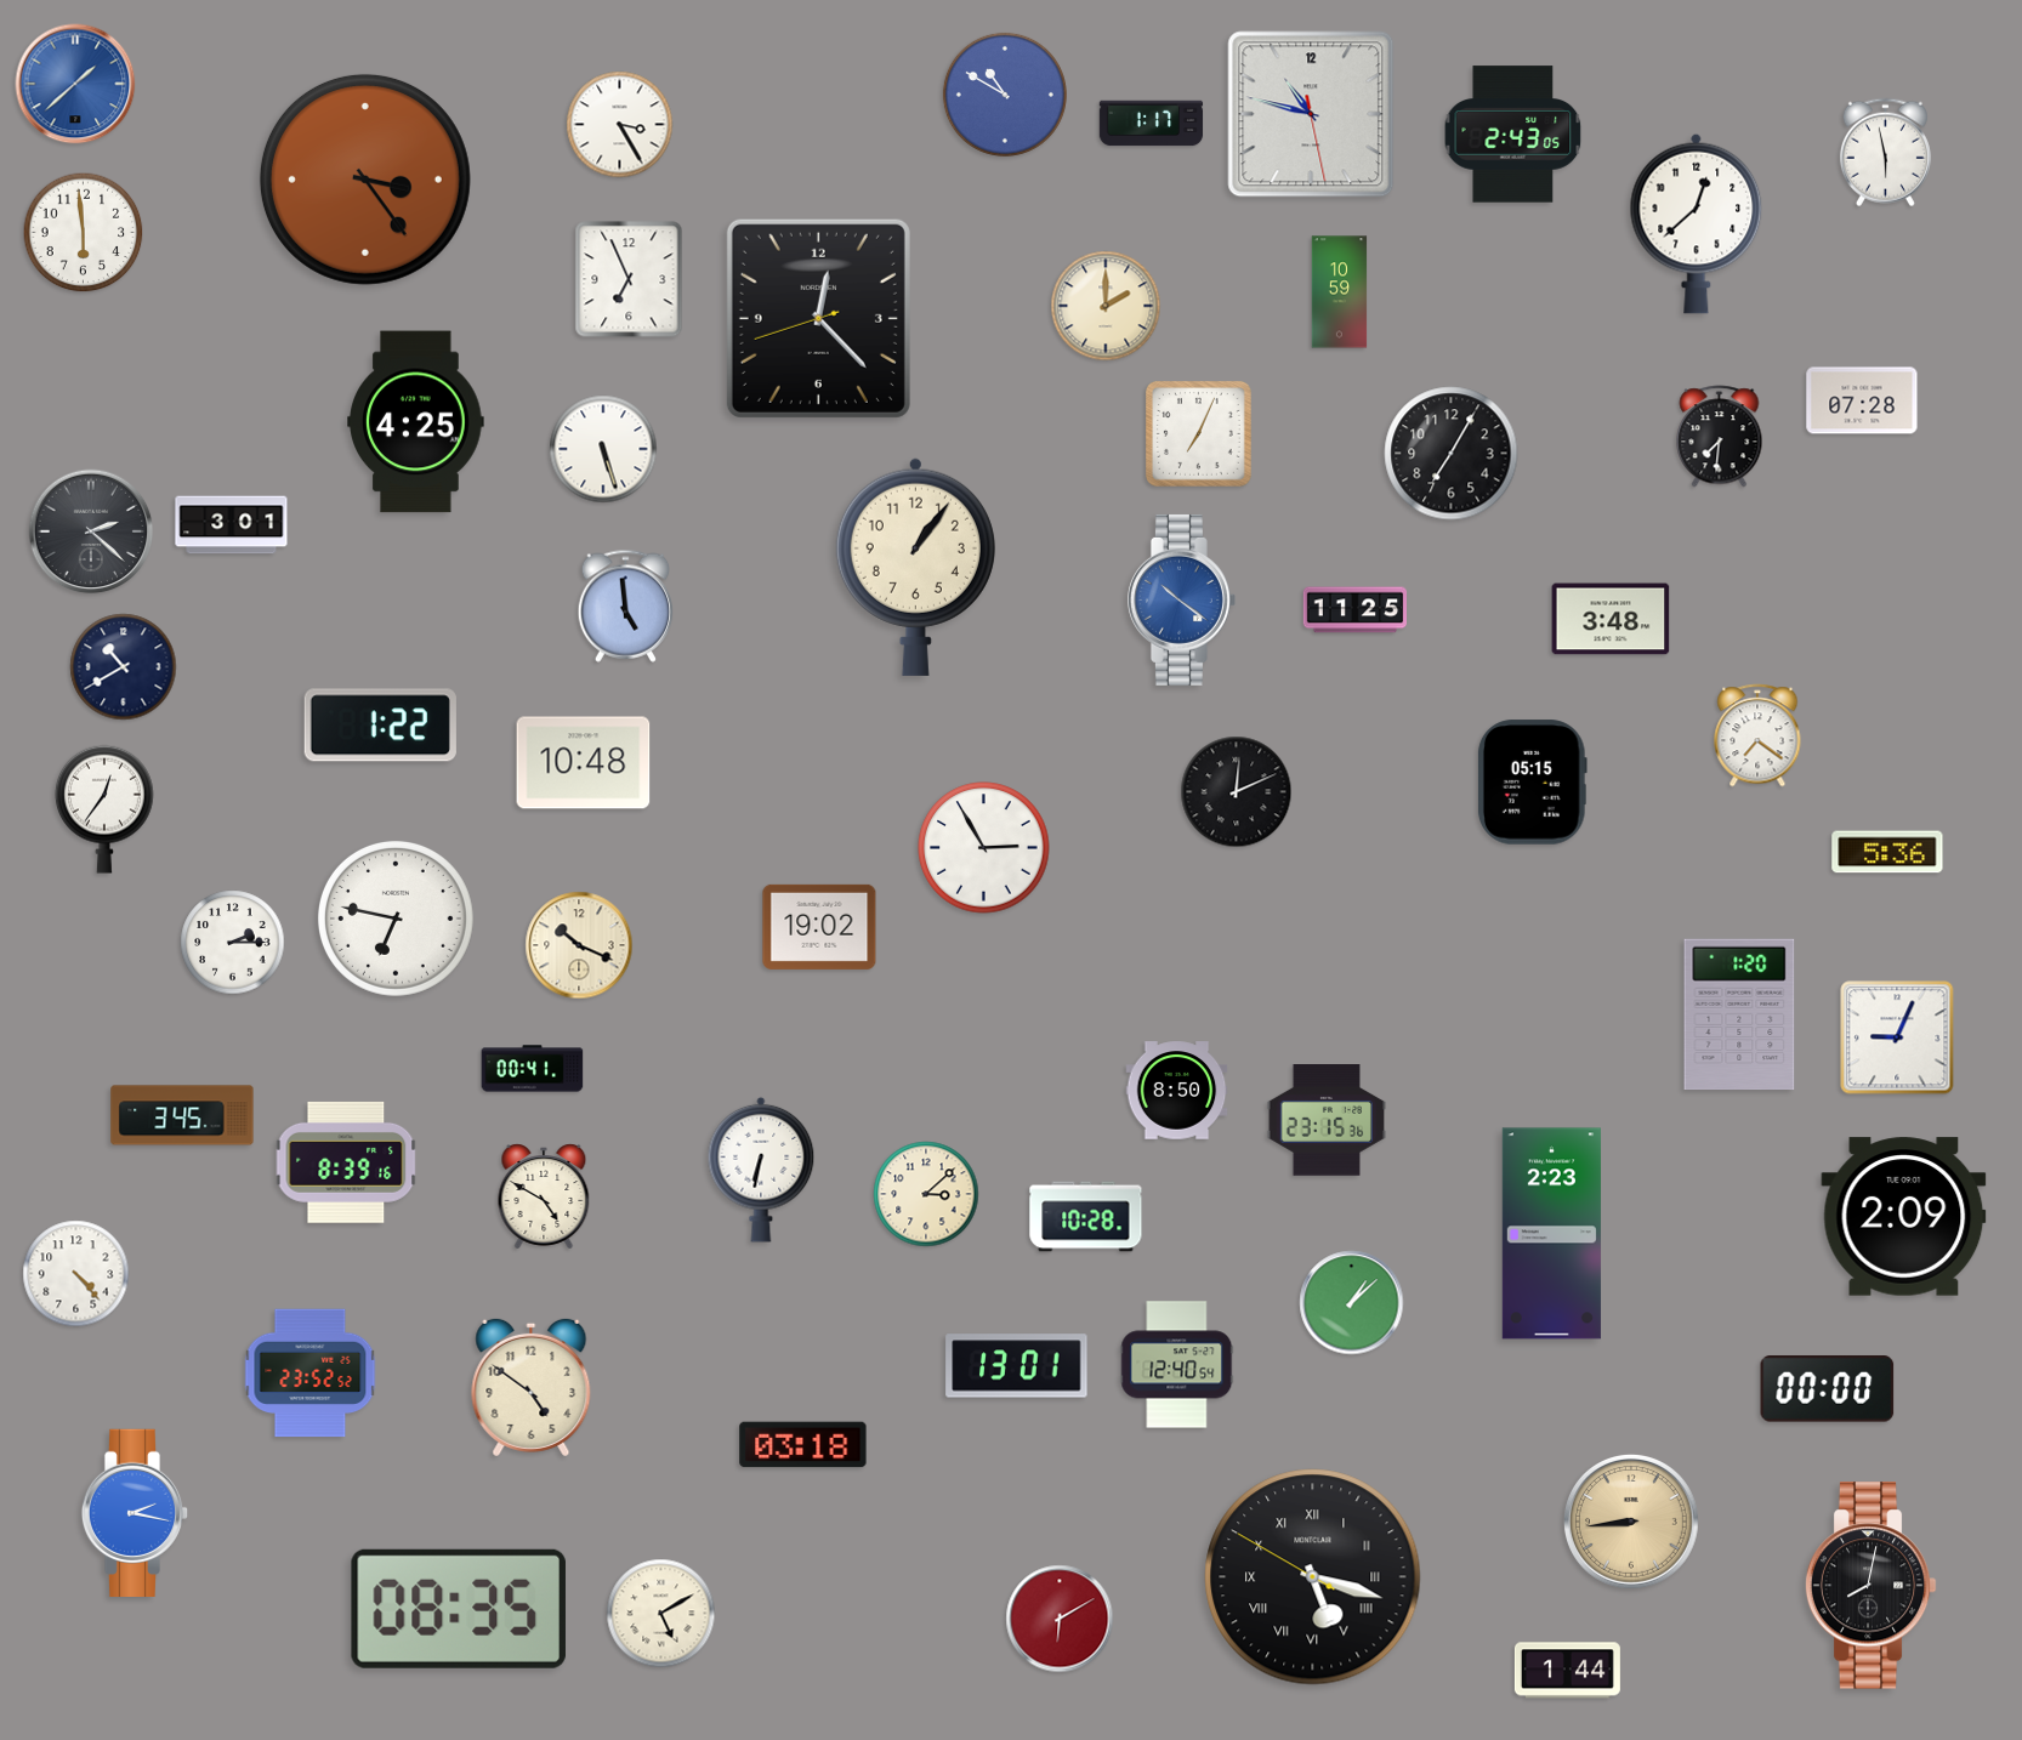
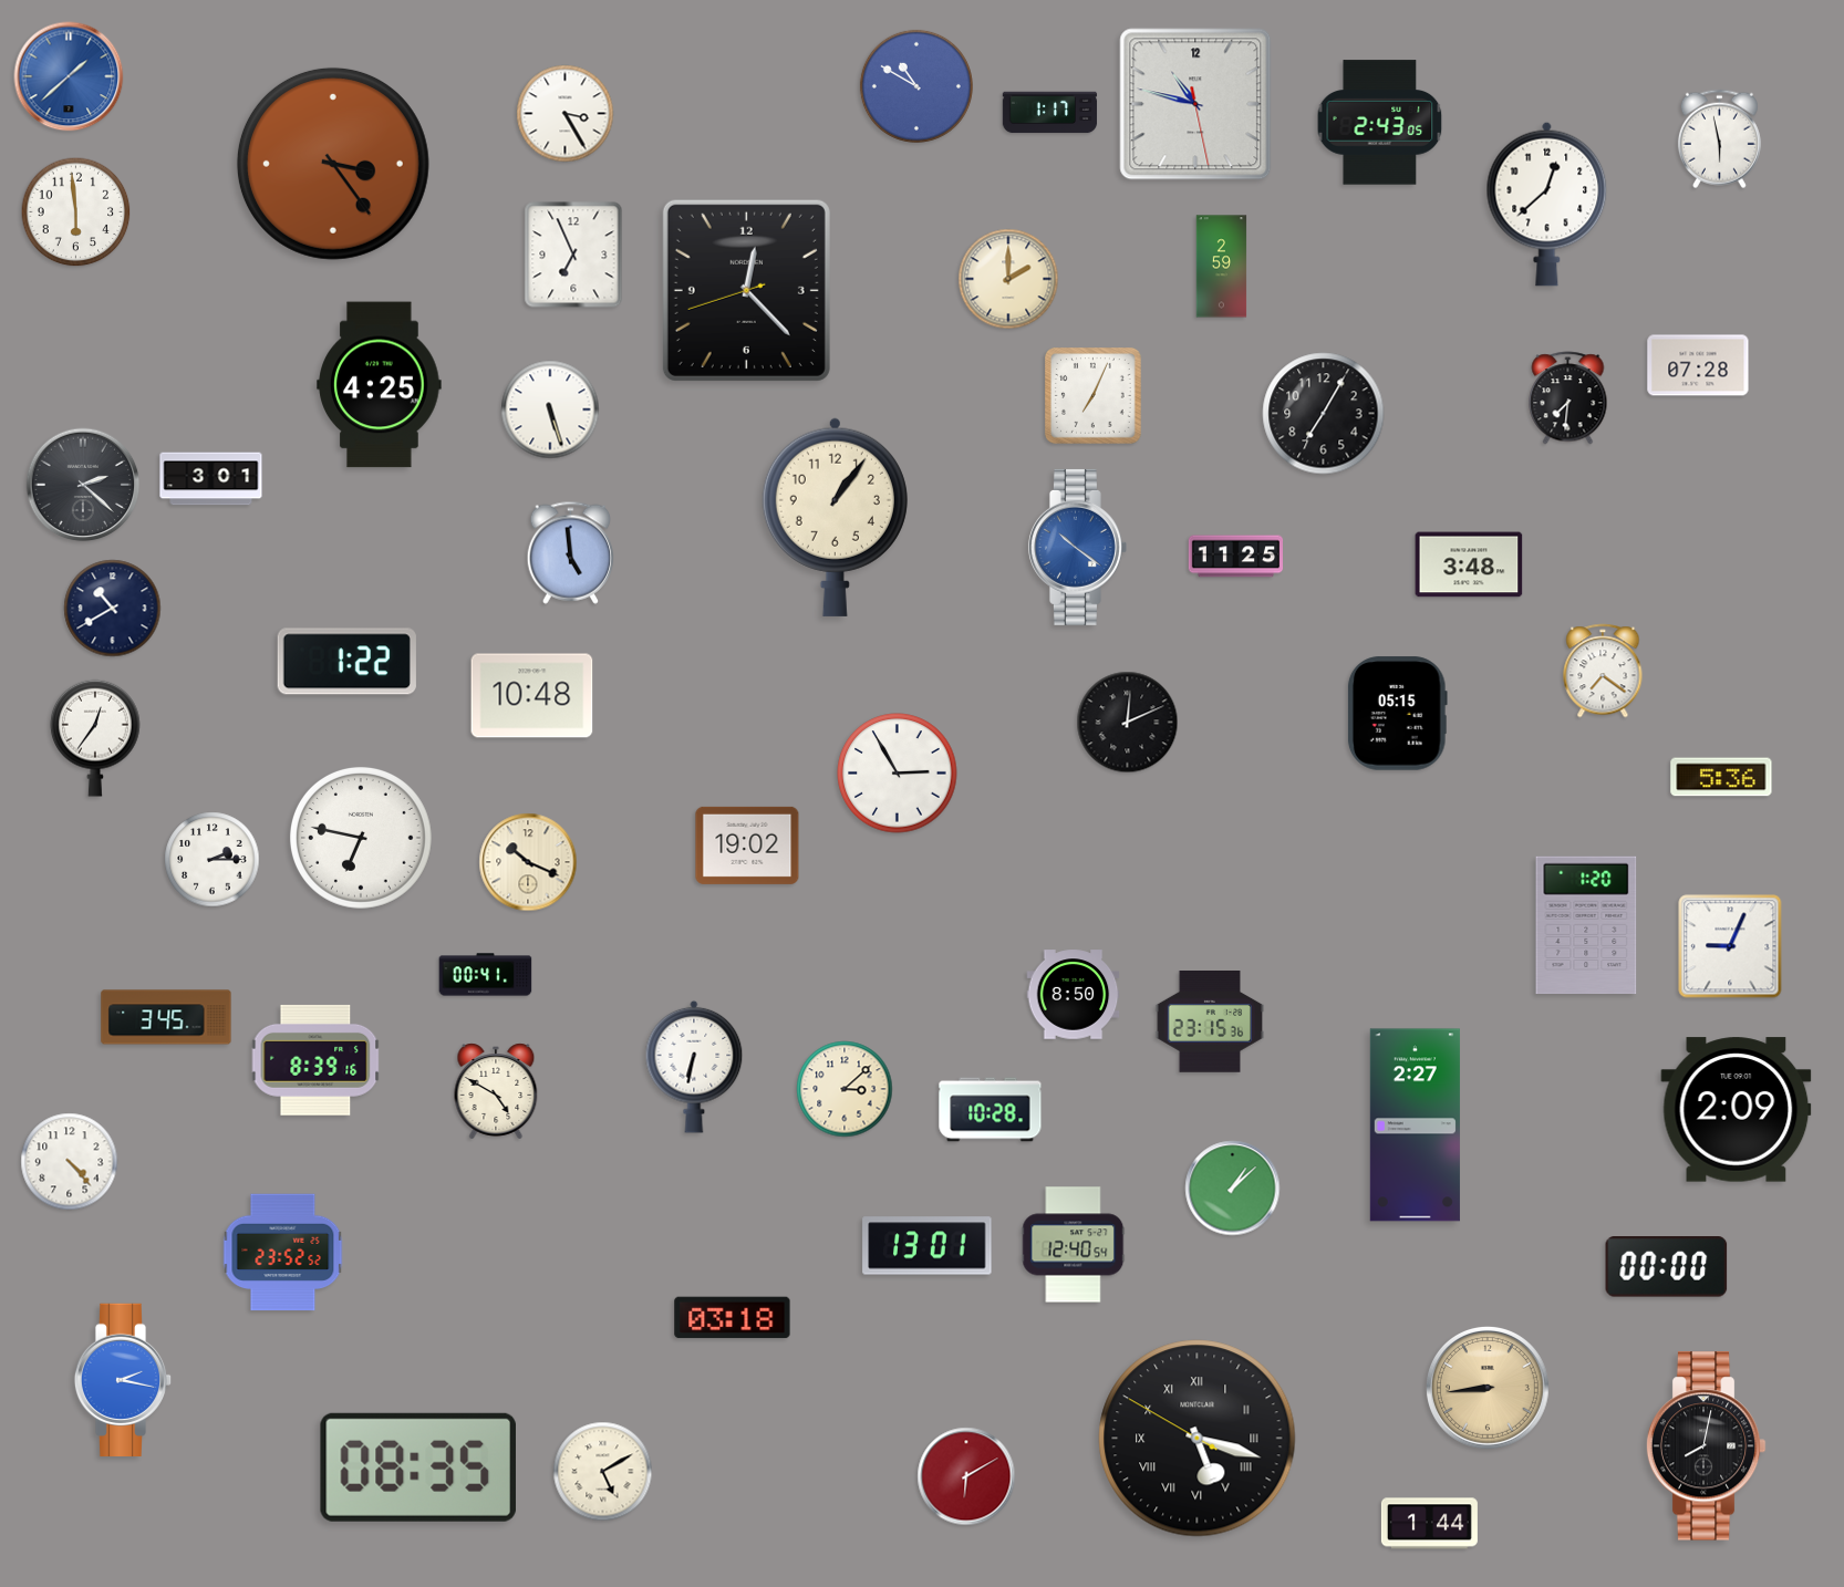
clock at (1340, 292): 10:59 -> 2:59
clock at (1551, 1234): 2:23 -> 2:27
clock at (532, 1387): 4:51 -> none
